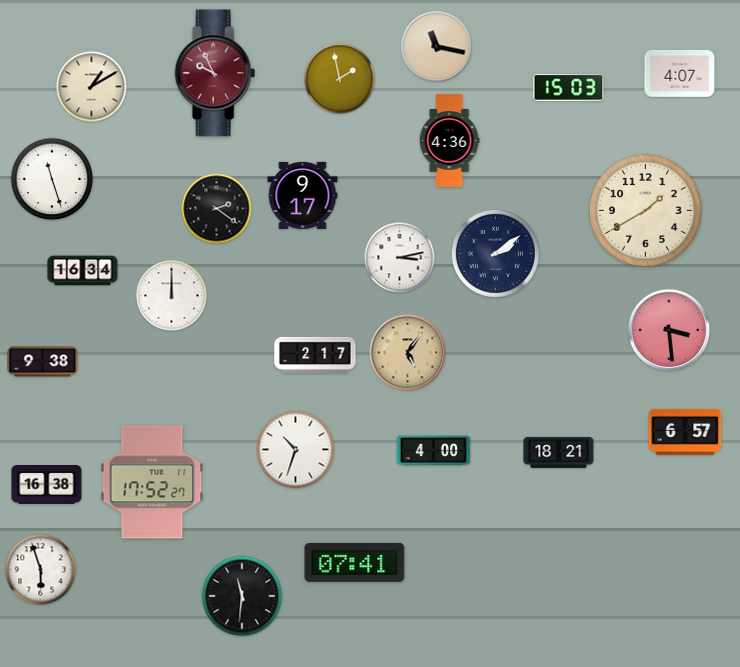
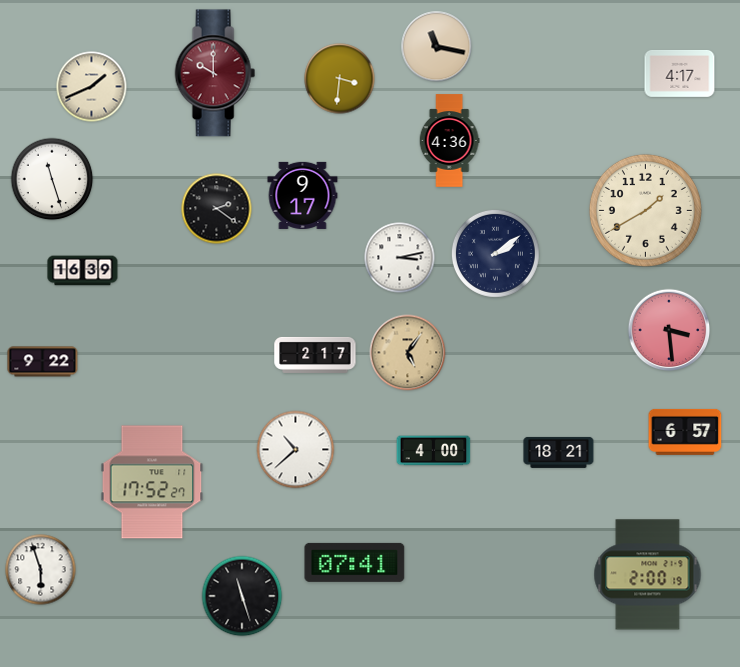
clock at (215, 73): 9:56 -> 10:00
clock at (680, 73): 4:07 -> 4:17
clock at (340, 79): 1:58 -> 3:31
clock at (92, 87): 1:10 -> 1:41
clock at (569, 88): 15:03 -> none
clock at (83, 271): 16:34 -> 16:39
clock at (172, 296): 12:00 -> none
clock at (43, 362): 9:38 -> 9:22
clock at (296, 450): 10:33 -> 10:38
clock at (47, 485): 16:38 -> none
clock at (648, 575): none -> 2:00
clock at (242, 596): 11:31 -> 11:27
